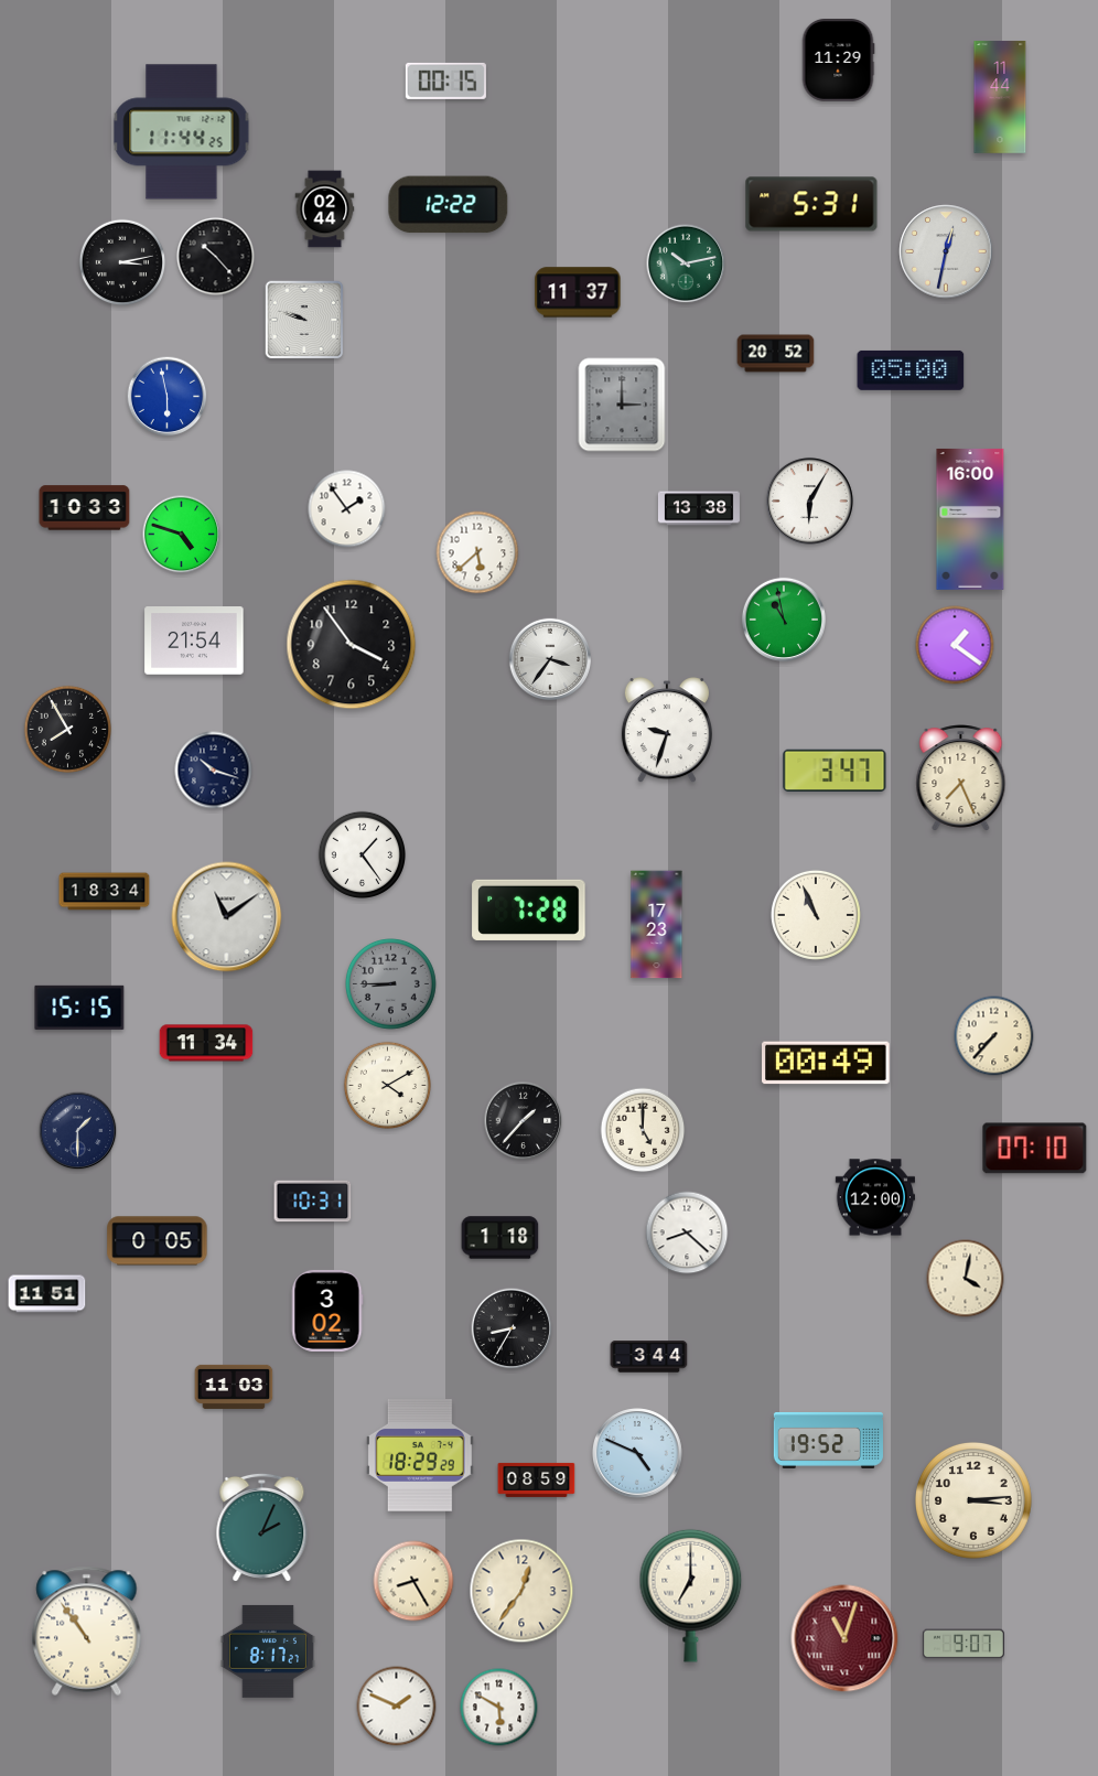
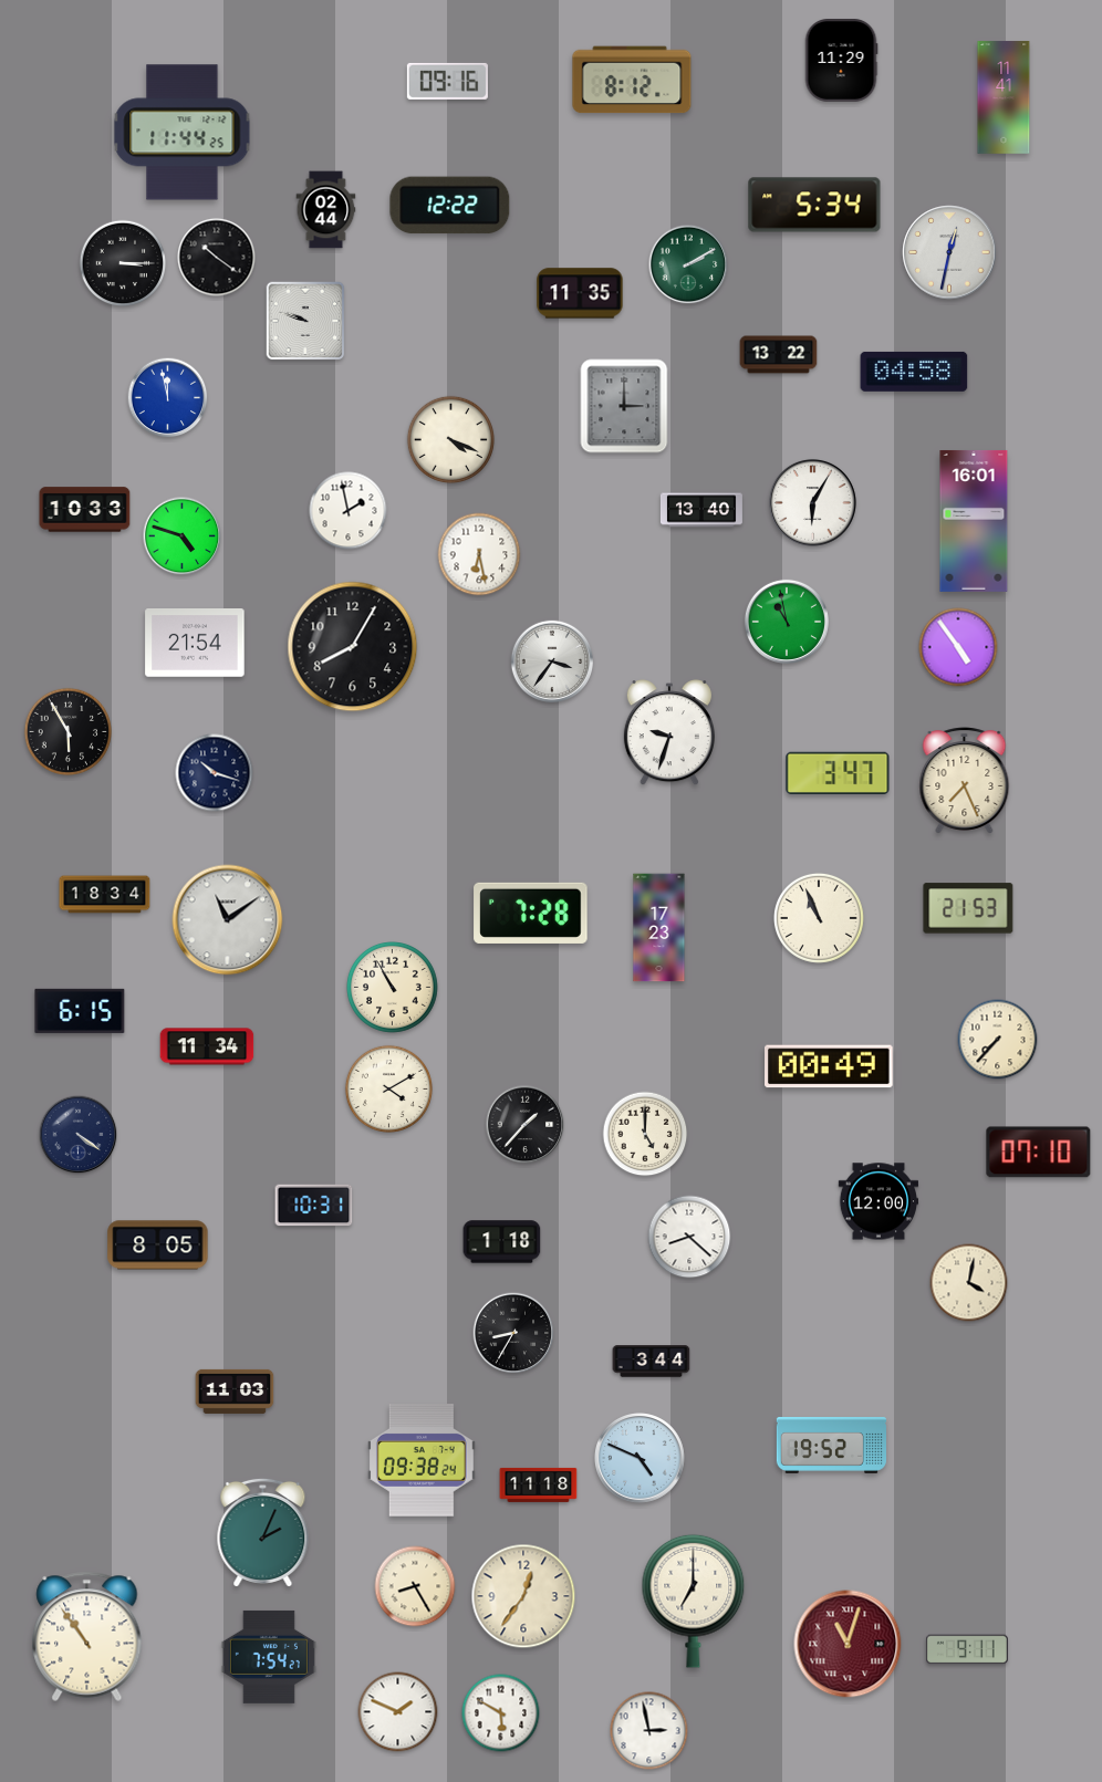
clock at (632, 80): none -> 8:12
clock at (445, 80): 00:15 -> 09:16
clock at (1000, 97): 11:44 -> 11:41
clock at (811, 204): 5:31 -> 5:34
clock at (216, 257): 10:23 -> 10:21
clock at (122, 262): 3:13 -> 3:15
clock at (686, 263): 10:13 -> 2:10
clock at (578, 292): 11:37 -> 11:35
clock at (776, 354): 20:52 -> 13:22
clock at (911, 370): 05:00 -> 04:58
clock at (168, 397): 5:58 -> 11:58
clock at (450, 439): none -> 4:19
clock at (699, 508): 13:38 -> 13:40
clock at (347, 509): 1:54 -> 1:58
clock at (970, 519): 16:00 -> 16:01
clock at (477, 552): 5:38 -> 6:28
clock at (352, 645): 3:54 -> 8:05
clock at (955, 645): 1:21 -> 4:54
clock at (67, 729): 7:55 -> 5:55
clock at (362, 854): 1:24 -> none
clock at (968, 908): none -> 21:53
clock at (391, 984): 8:45 -> 10:55
clock at (391, 984) dial: grey -> cream
clock at (79, 1008): 15:15 -> 6:15
clock at (78, 1131): 1:30 -> 4:21
clock at (158, 1241): 0:05 -> 8:05
clock at (47, 1294): 11:51 -> none
clock at (327, 1311): 3:02 -> none
clock at (420, 1456): 18:29 -> 09:38
clock at (537, 1479): 08:59 -> 11:18
clock at (975, 1501): 3:14 -> none
clock at (964, 1644): 9:07 -> 9:11
clock at (268, 1651): 8:17 -> 7:54
clock at (649, 1731): none -> 2:58
